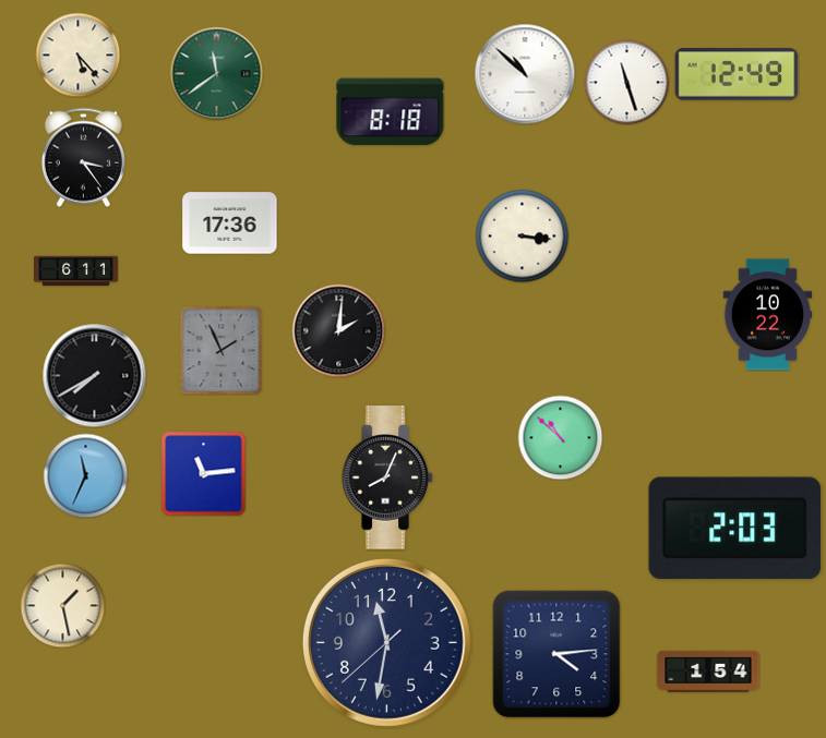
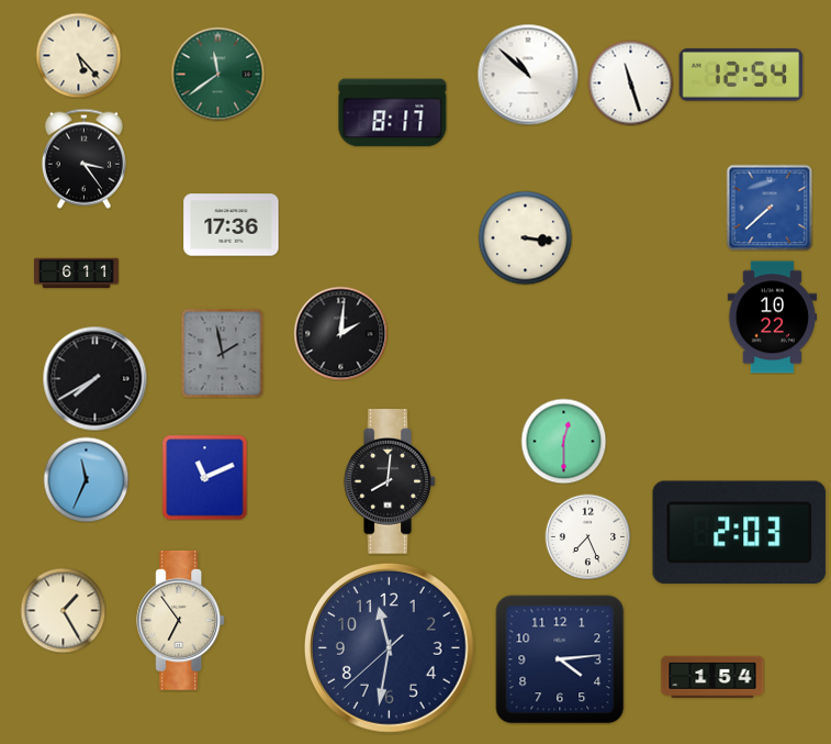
clock at (737, 74): 12:49 -> 12:54
clock at (391, 112): 8:18 -> 8:17
clock at (770, 208): none -> 7:38
clock at (222, 350): 1:56 -> 1:58
clock at (560, 437): 10:52 -> 12:30
clock at (203, 473): 11:14 -> 11:11
clock at (387, 477): 8:04 -> 8:01
clock at (587, 536): none -> 7:26
clock at (62, 605): 1:28 -> 1:25
clock at (181, 620): none -> 6:54
